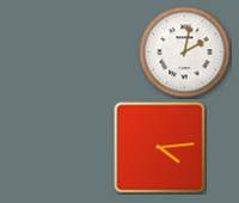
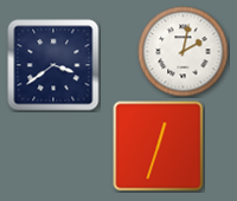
clock at (53, 65): none -> 3:39
clock at (160, 148): 4:14 -> 12:33
